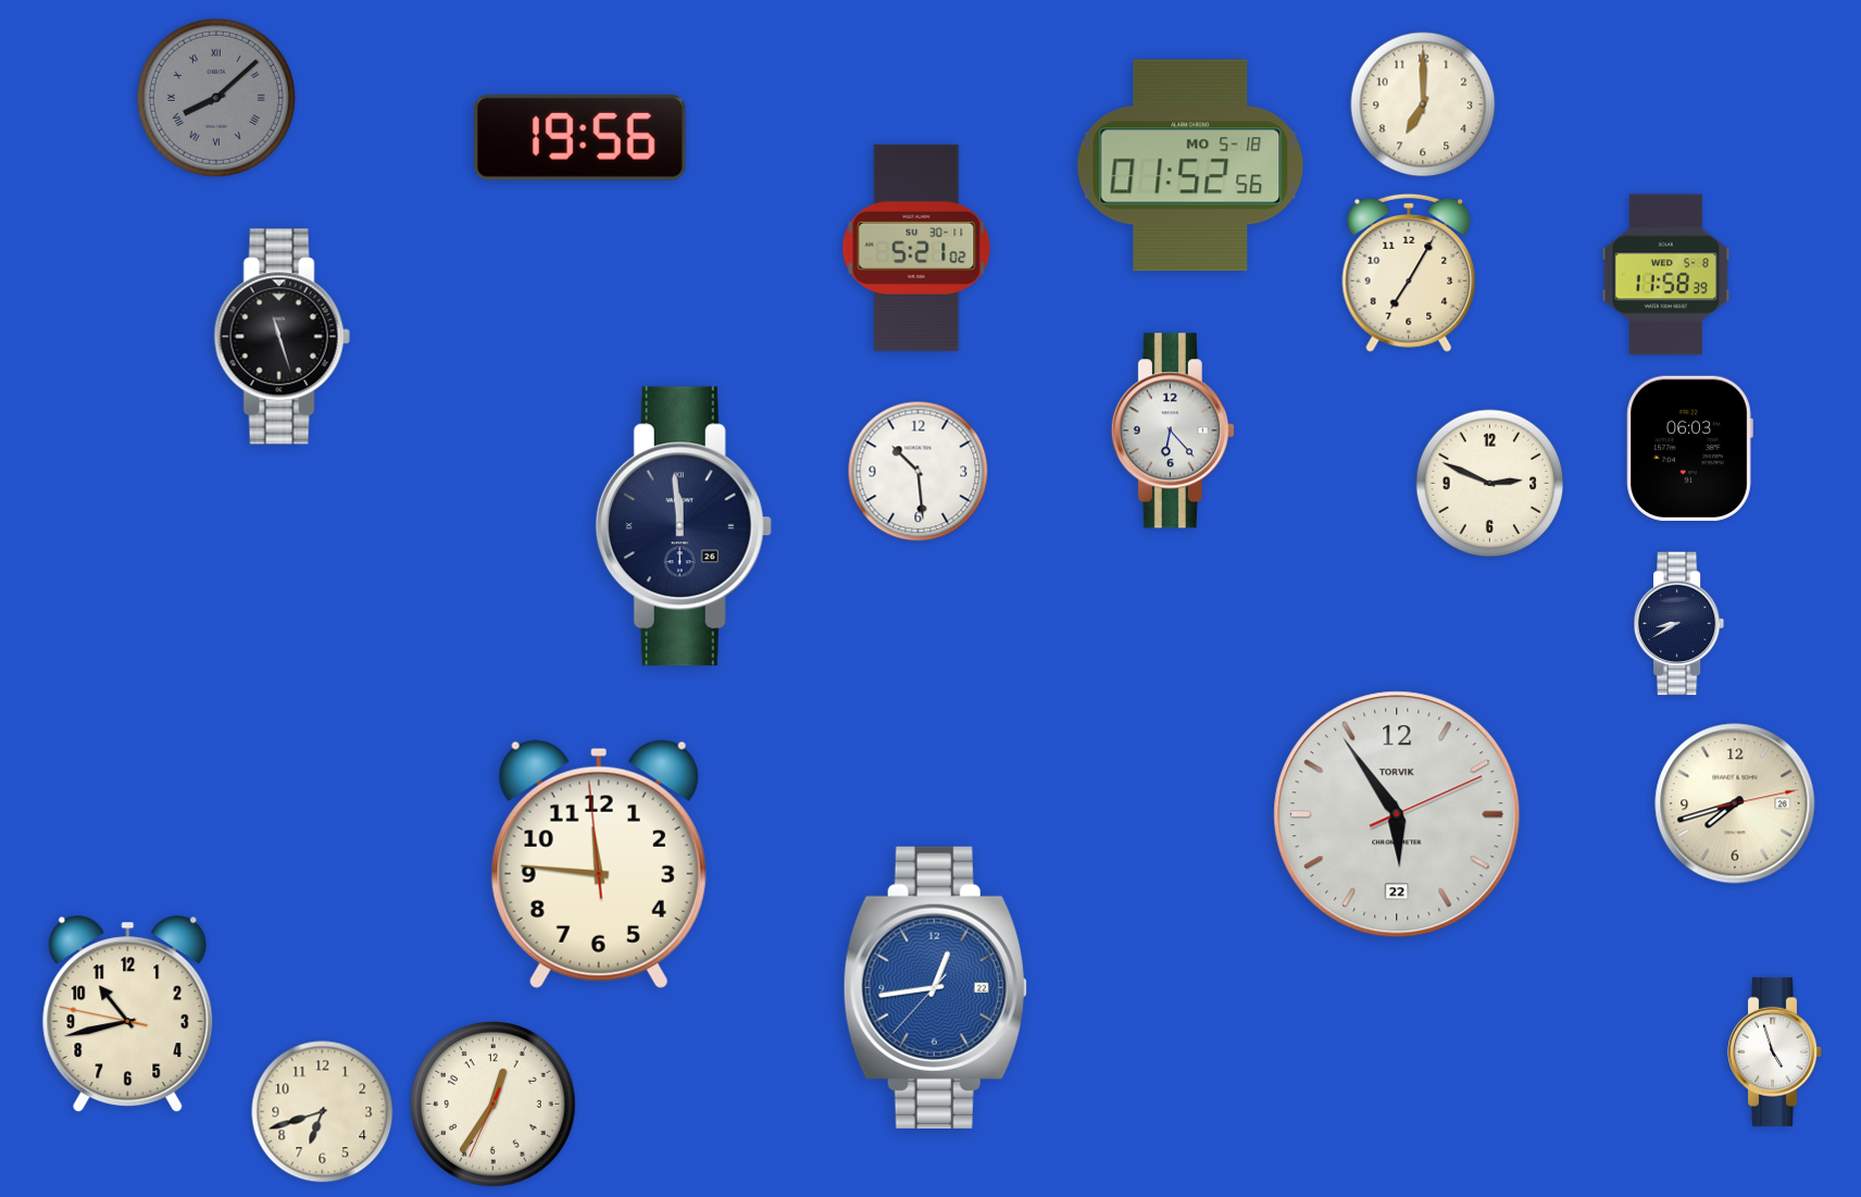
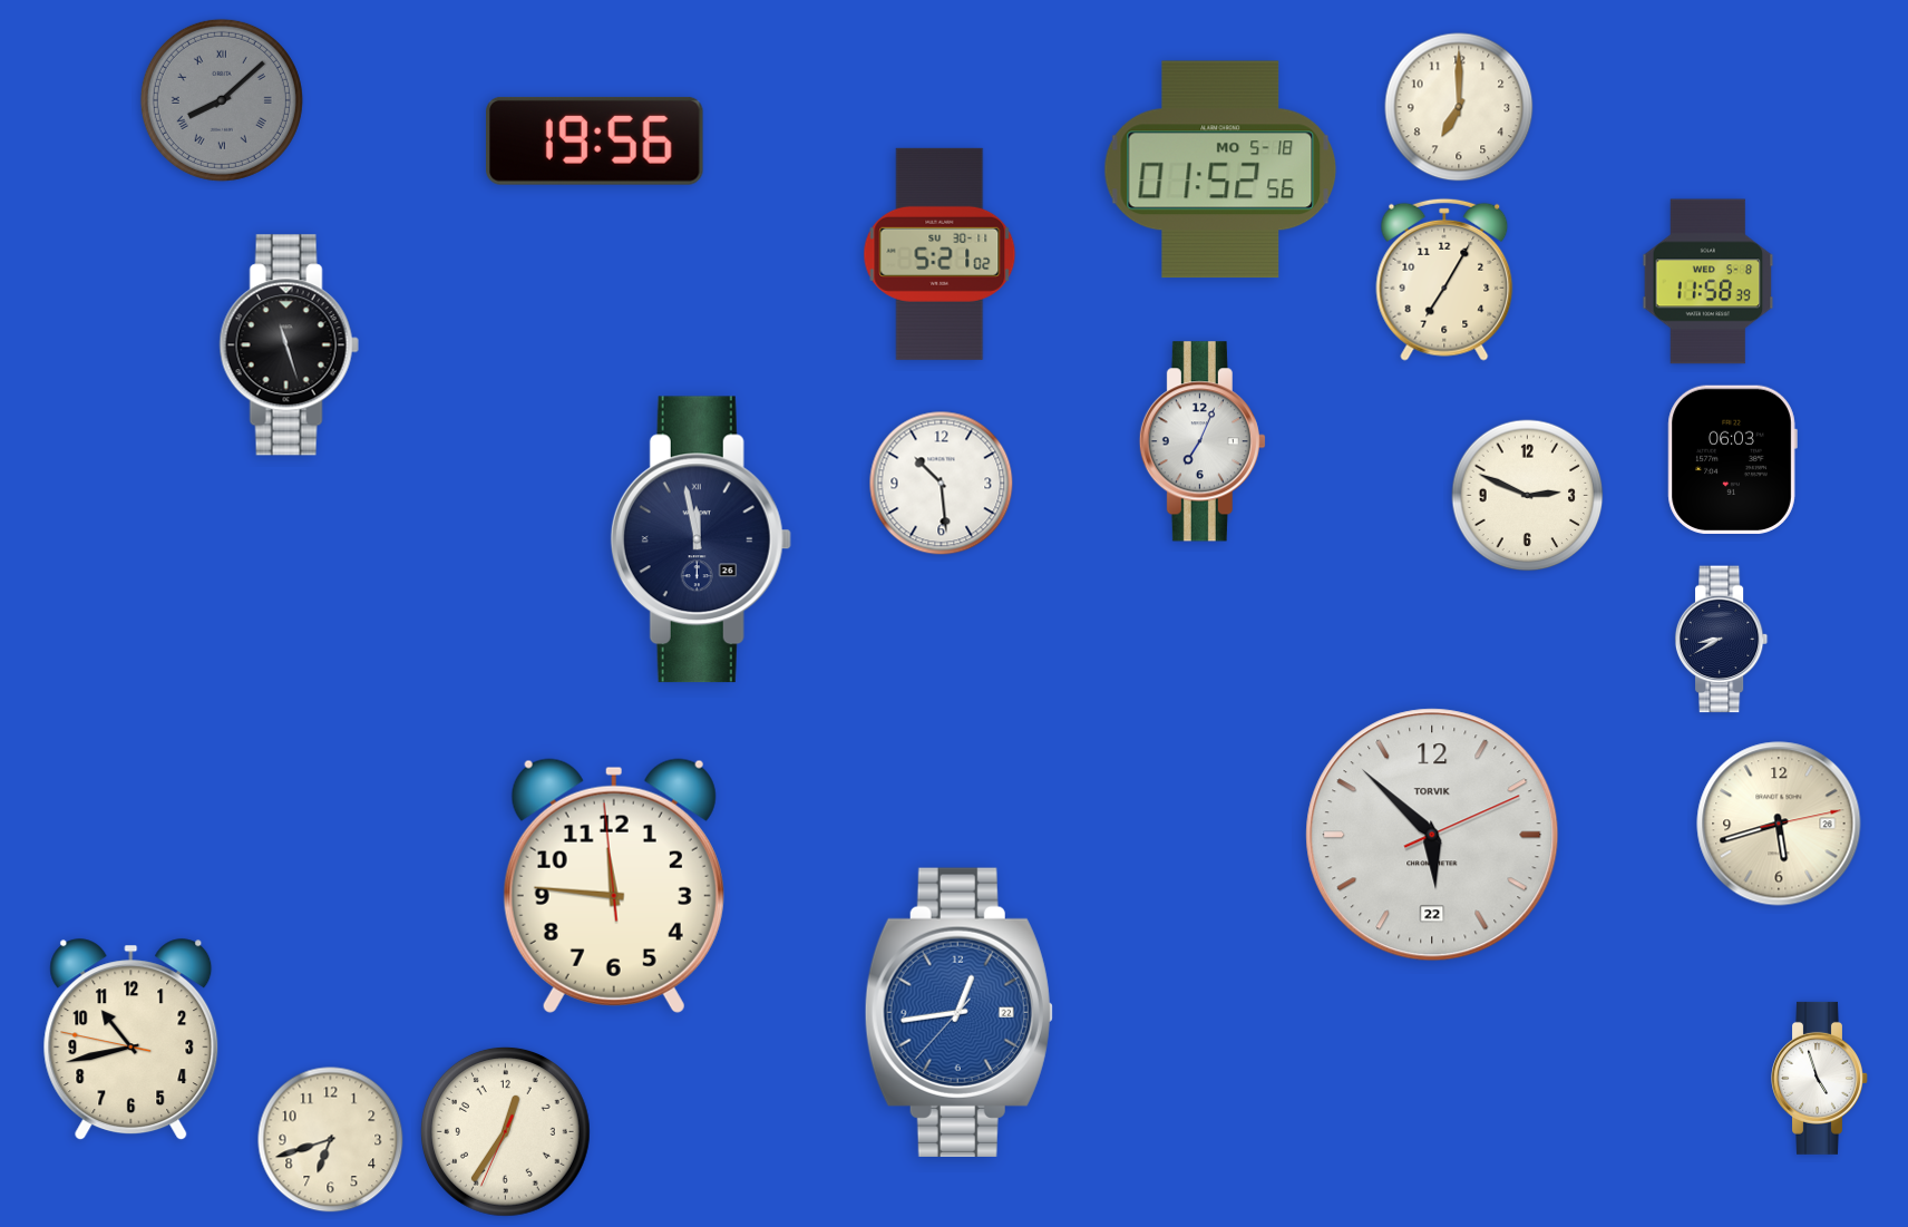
clock at (1173, 431): 6:23 -> 7:04
clock at (684, 526): 11:59 -> 11:58
clock at (1735, 803): 7:42 -> 5:42
clock at (1397, 814): 5:54 -> 5:52
